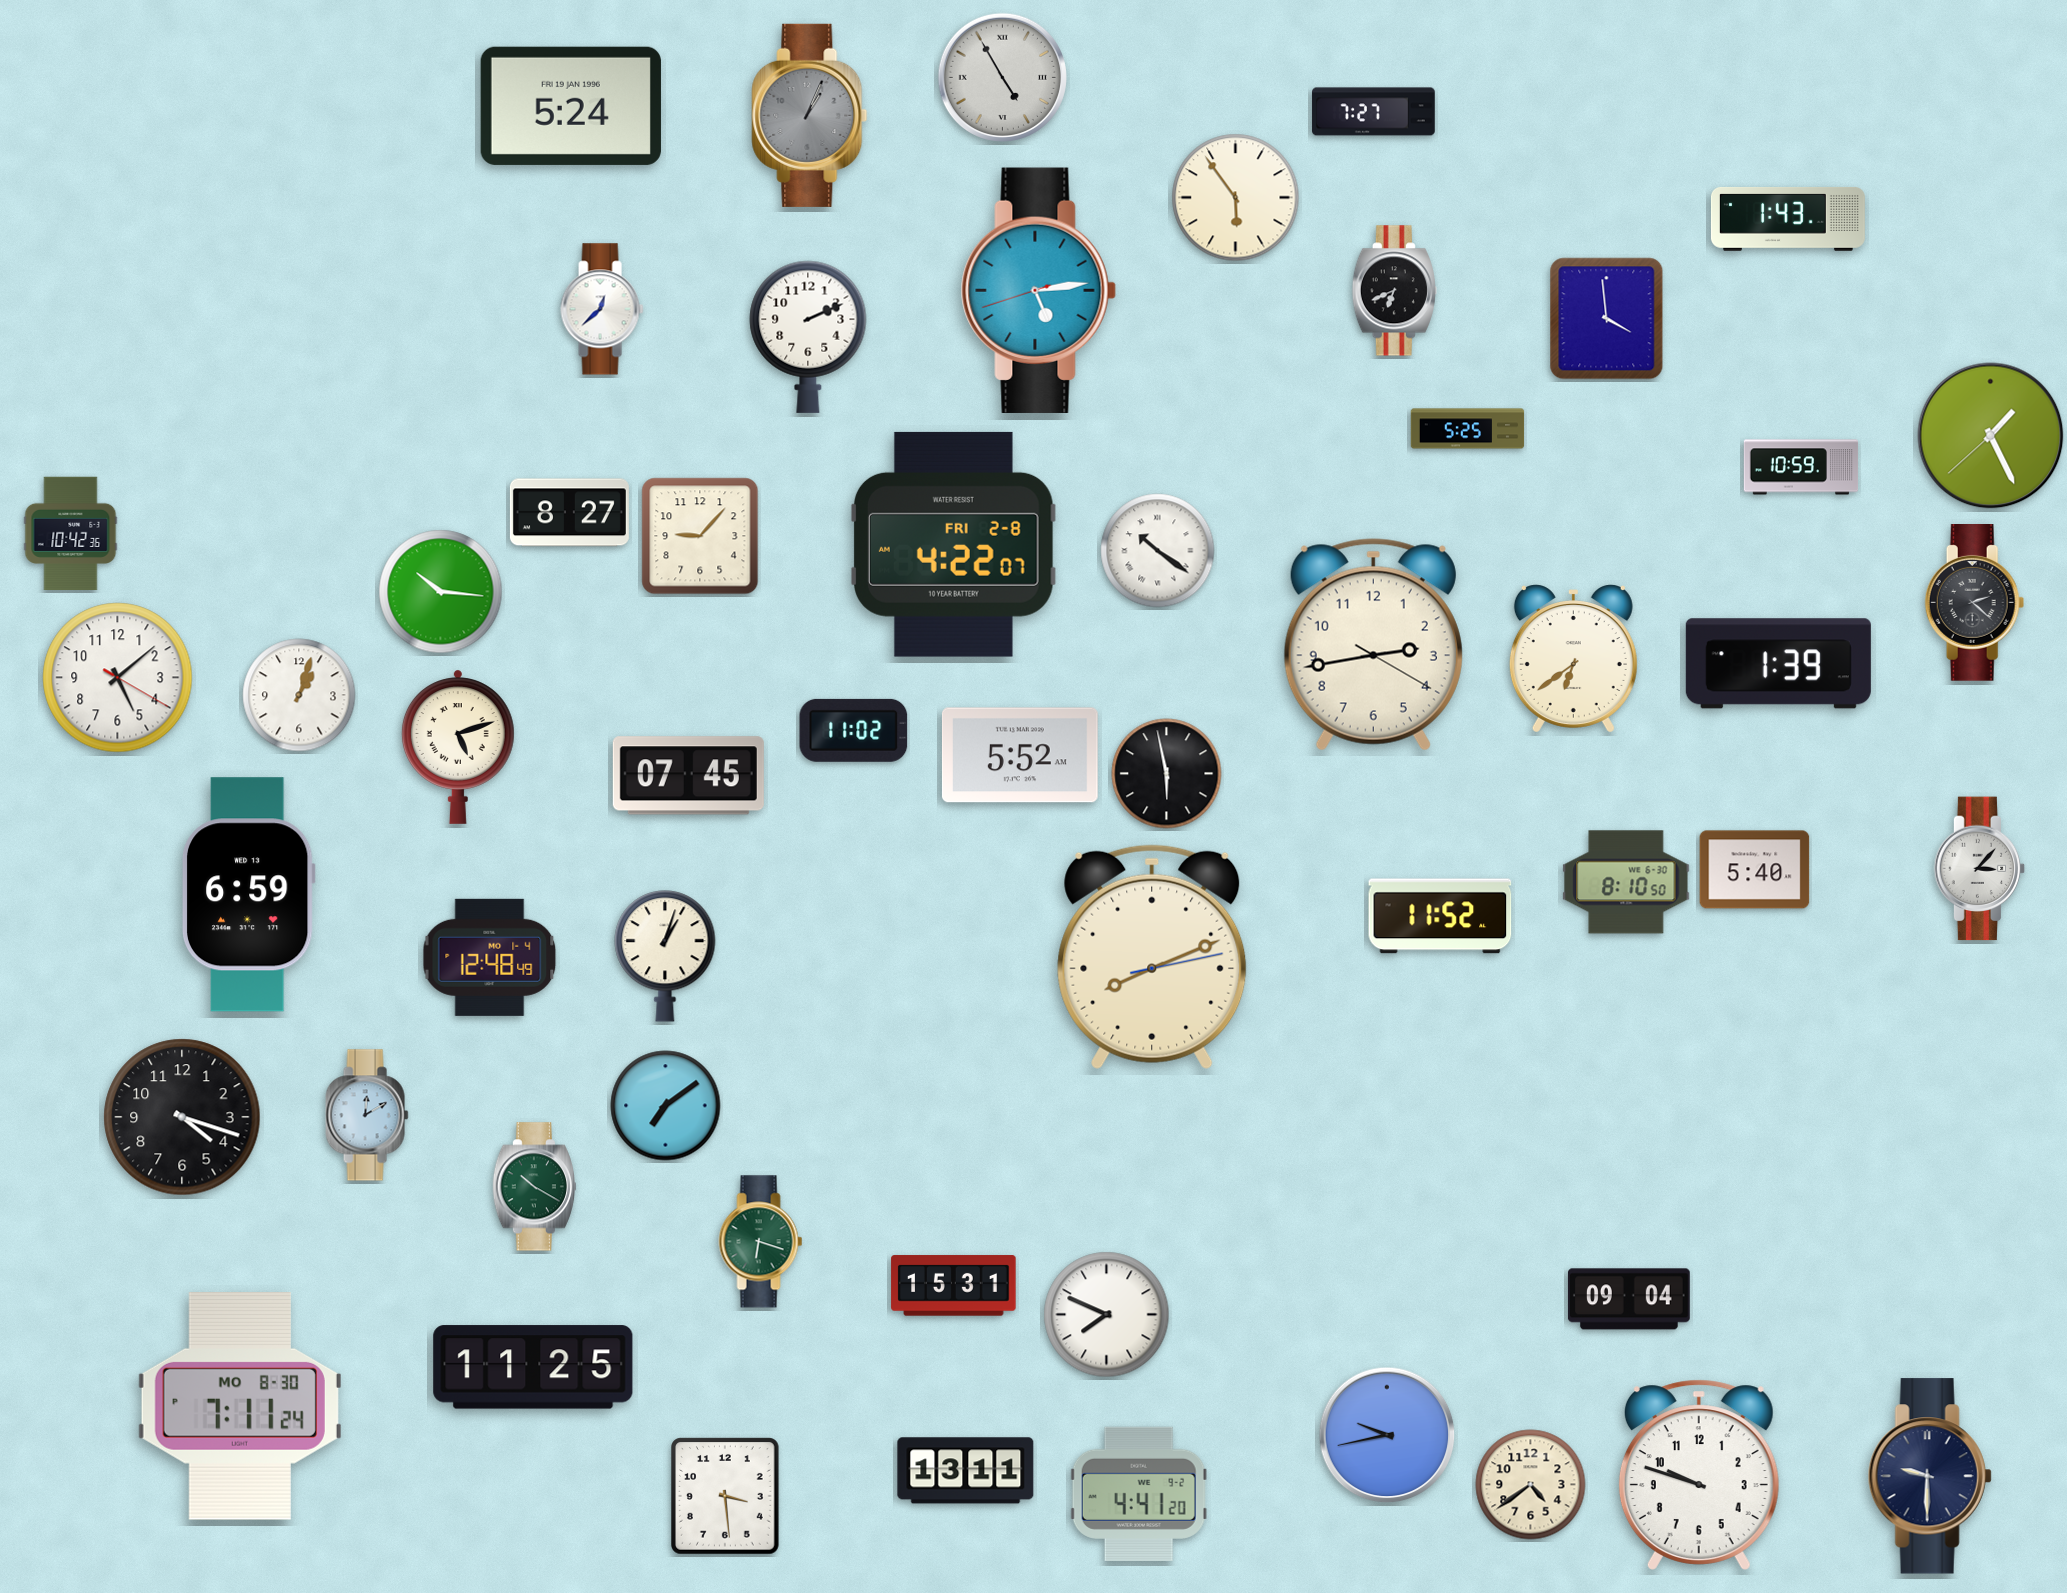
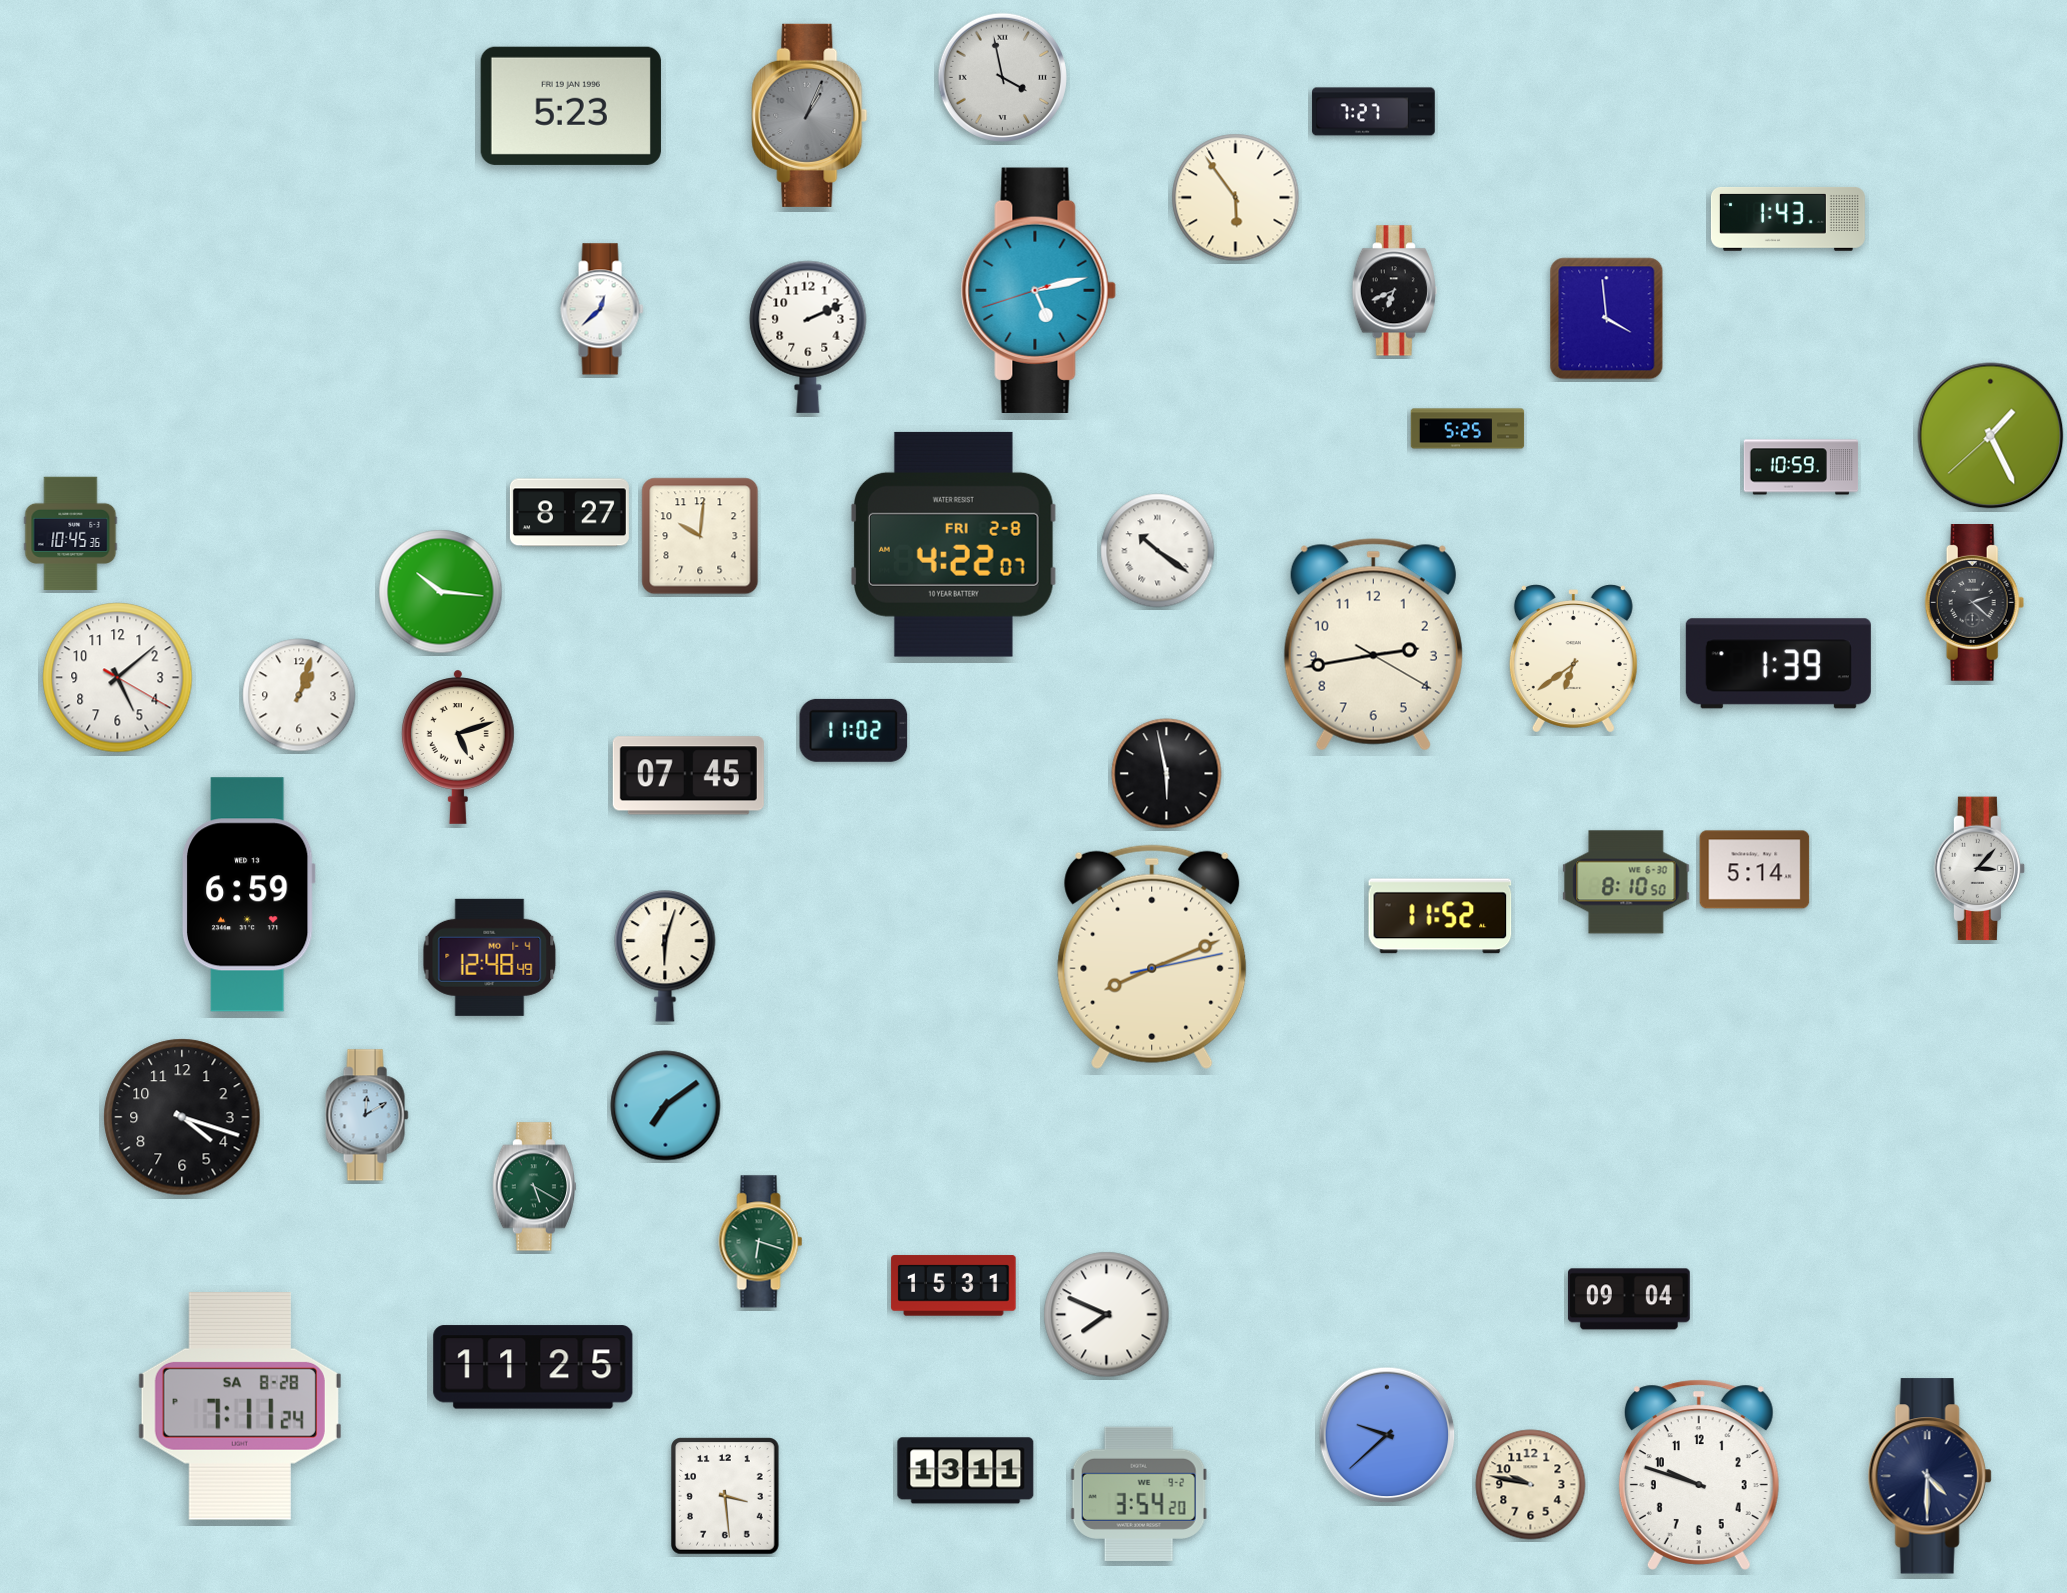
clock at (1002, 77): 4:55 -> 3:58
clock at (571, 106): 5:24 -> 5:23
clock at (1038, 290): 5:13 -> 5:12
clock at (71, 534): 10:42 -> 10:45
clock at (700, 536): 9:07 -> 10:01
clock at (1020, 755): 5:52 -> none
clock at (1755, 870): 5:40 -> 5:14
clock at (665, 956): 1:03 -> 6:03
clock at (534, 1187): 10:20 -> 5:20
clock at (240, 1407) date: MO 8-30 -> SA 8-28
clock at (1387, 1435): 9:43 -> 9:38
clock at (1930, 1476): 9:30 -> 4:30
clock at (1531, 1485): 4:39 -> 9:47
clock at (1139, 1494): 4:41 -> 3:54
